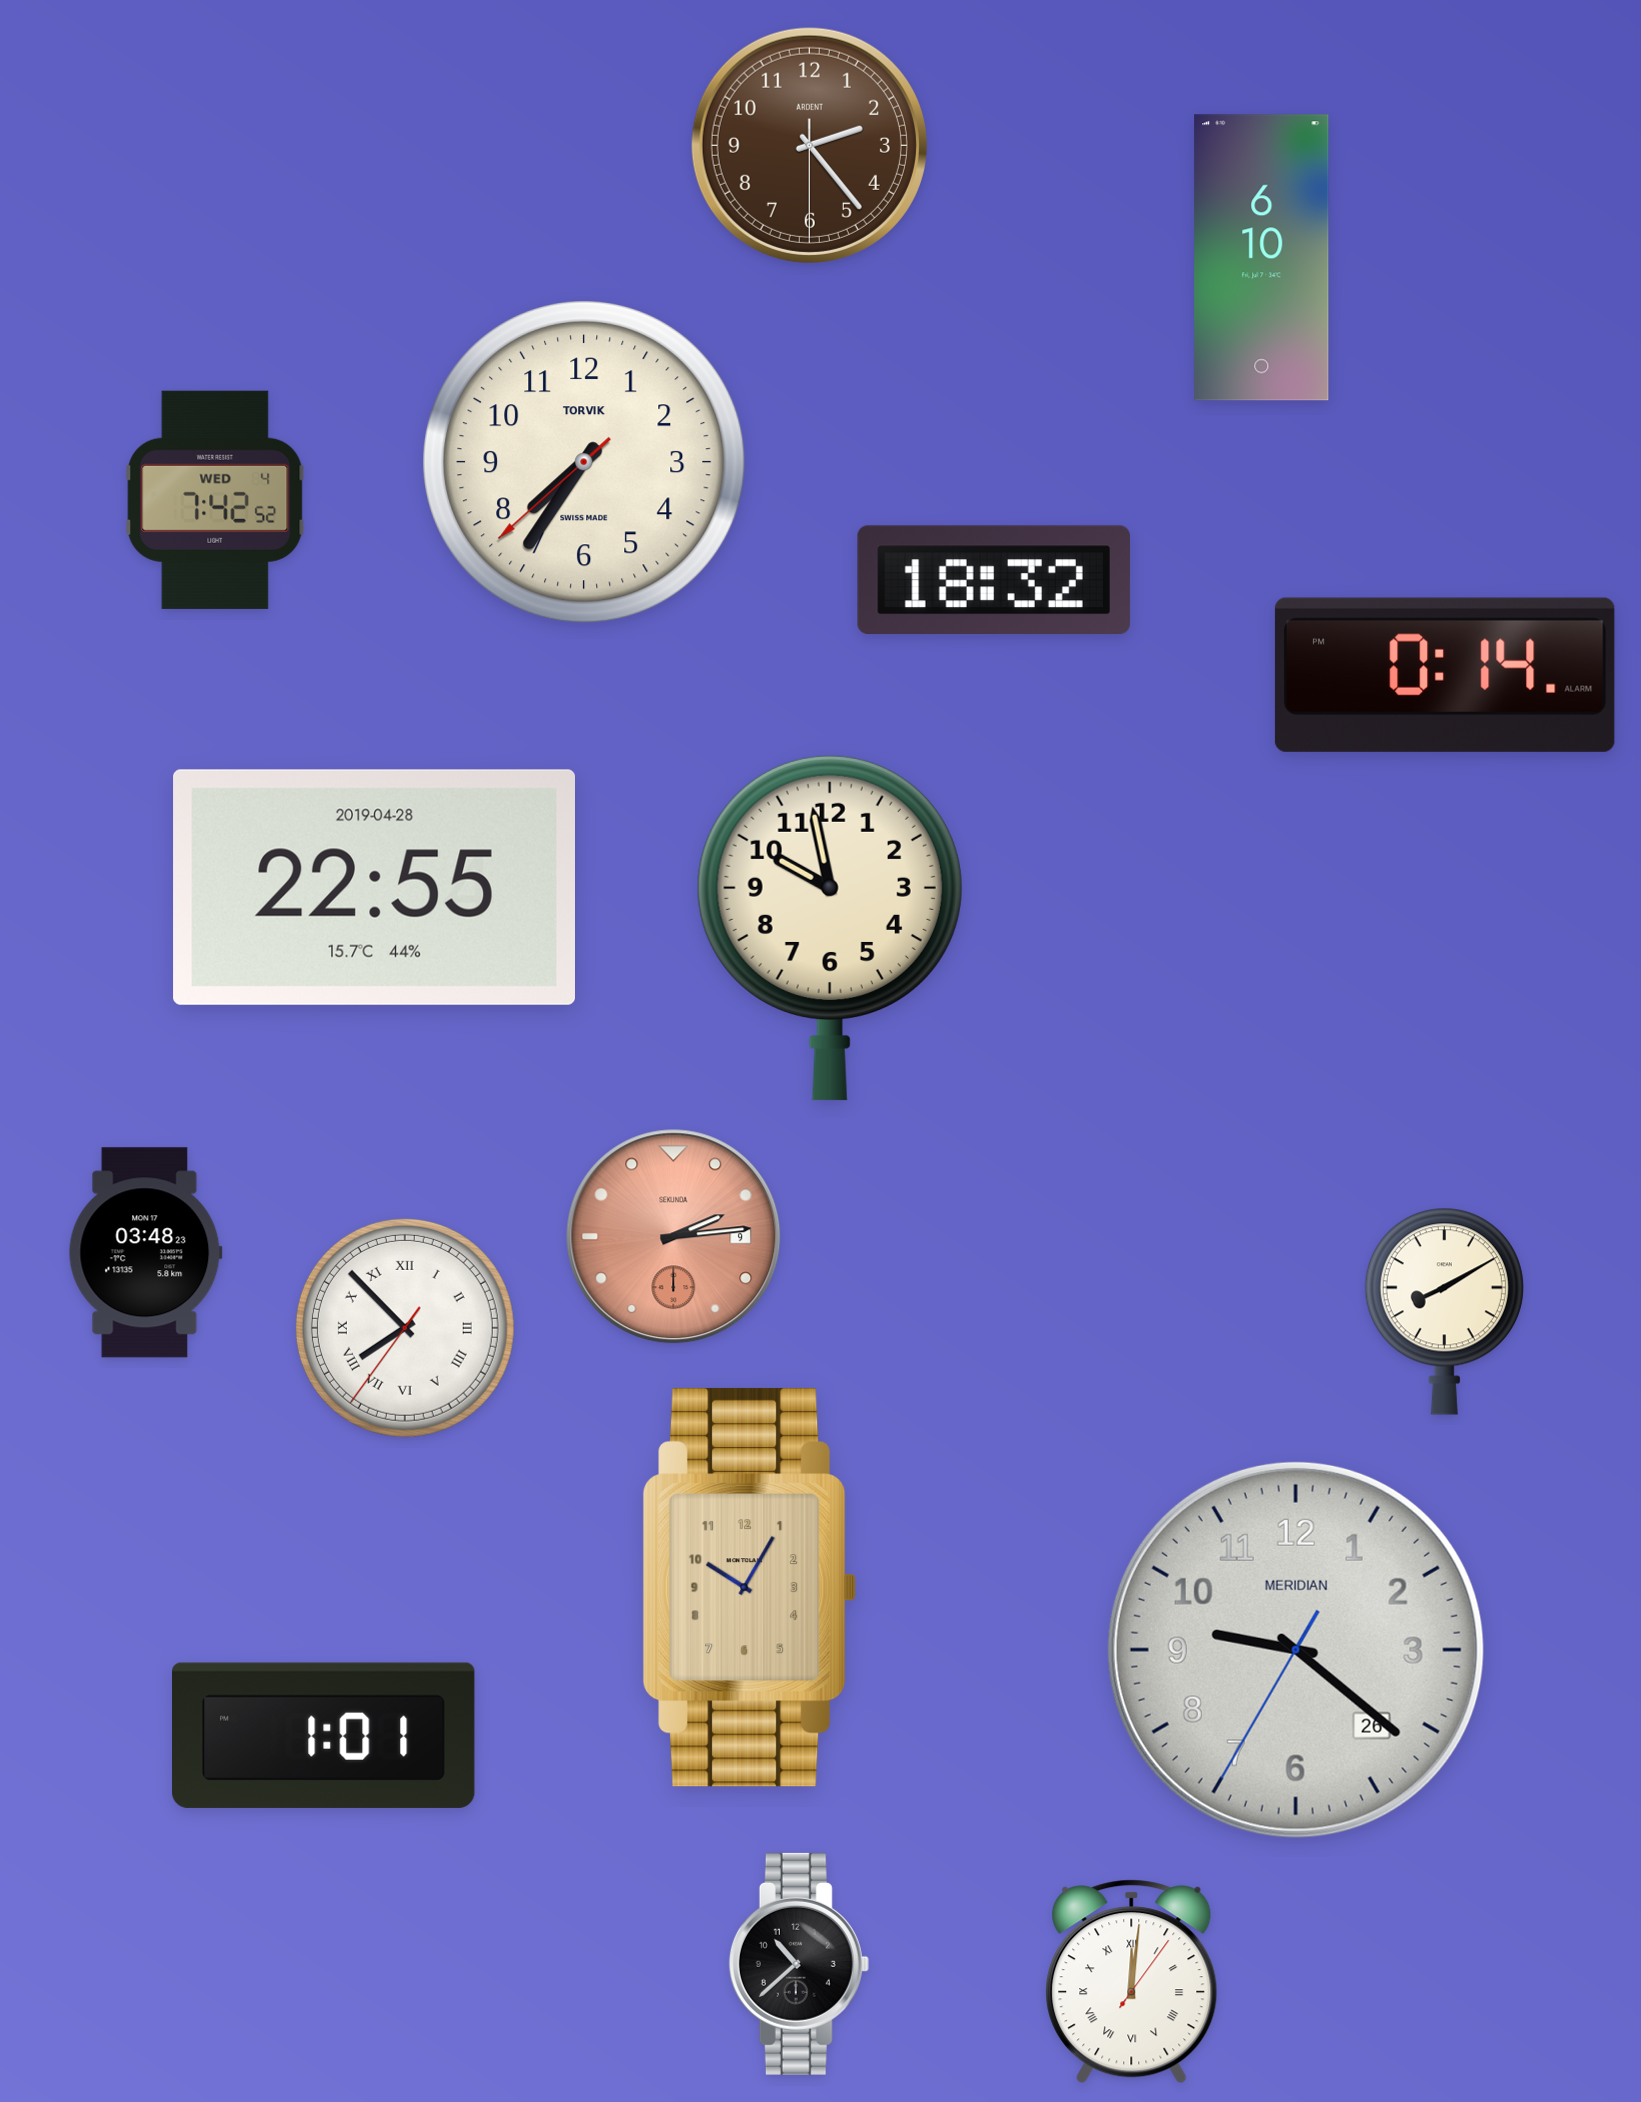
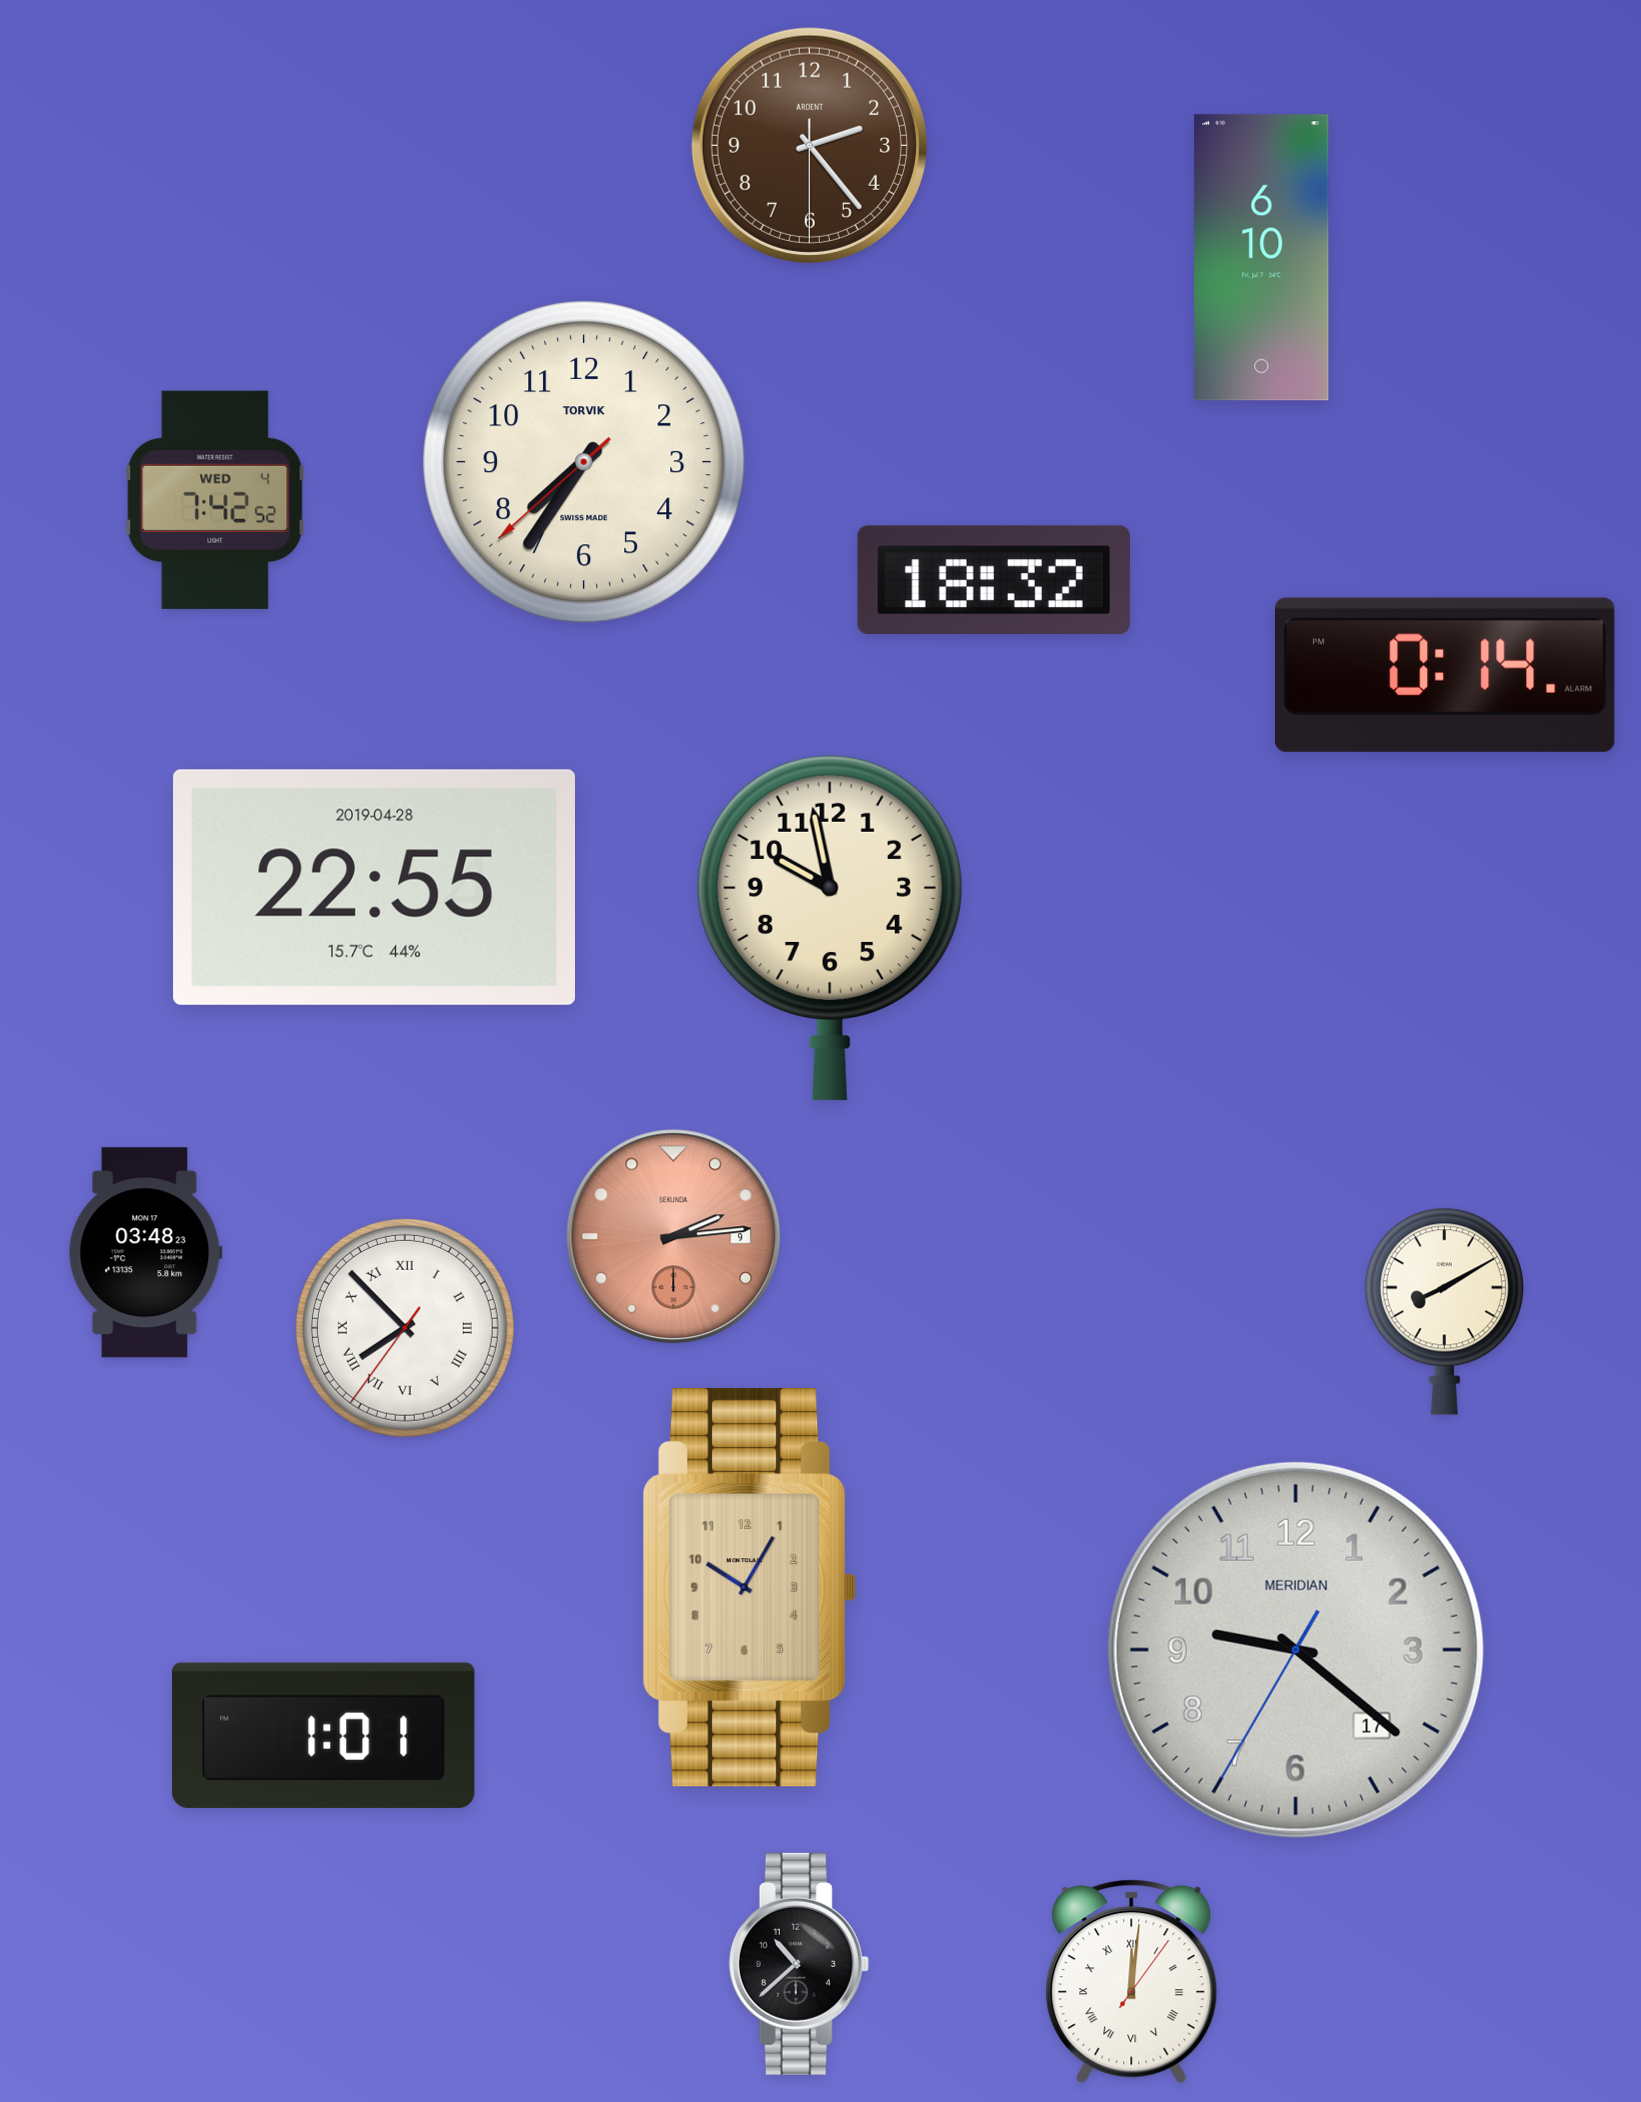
clock at (1296, 1650) date: 26 -> 17
